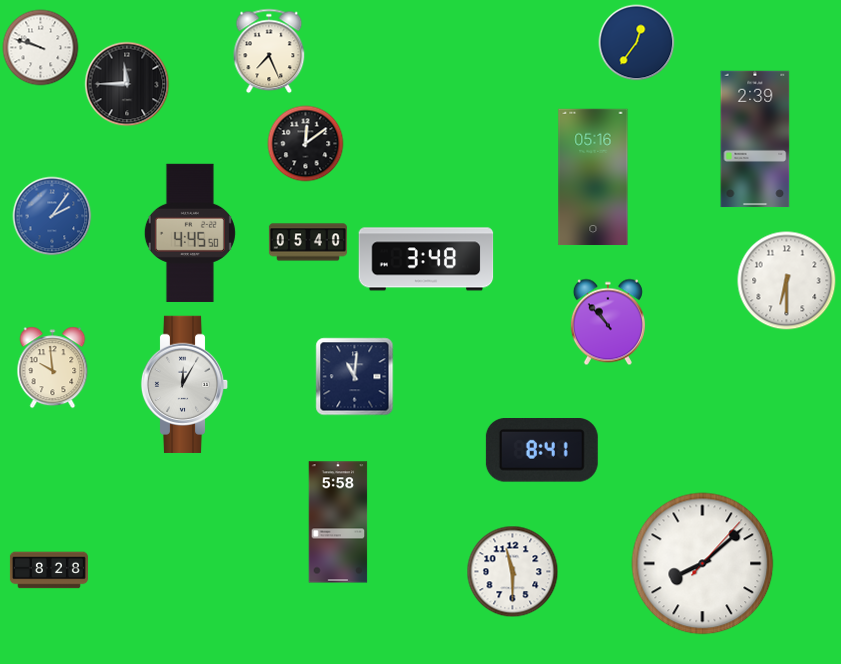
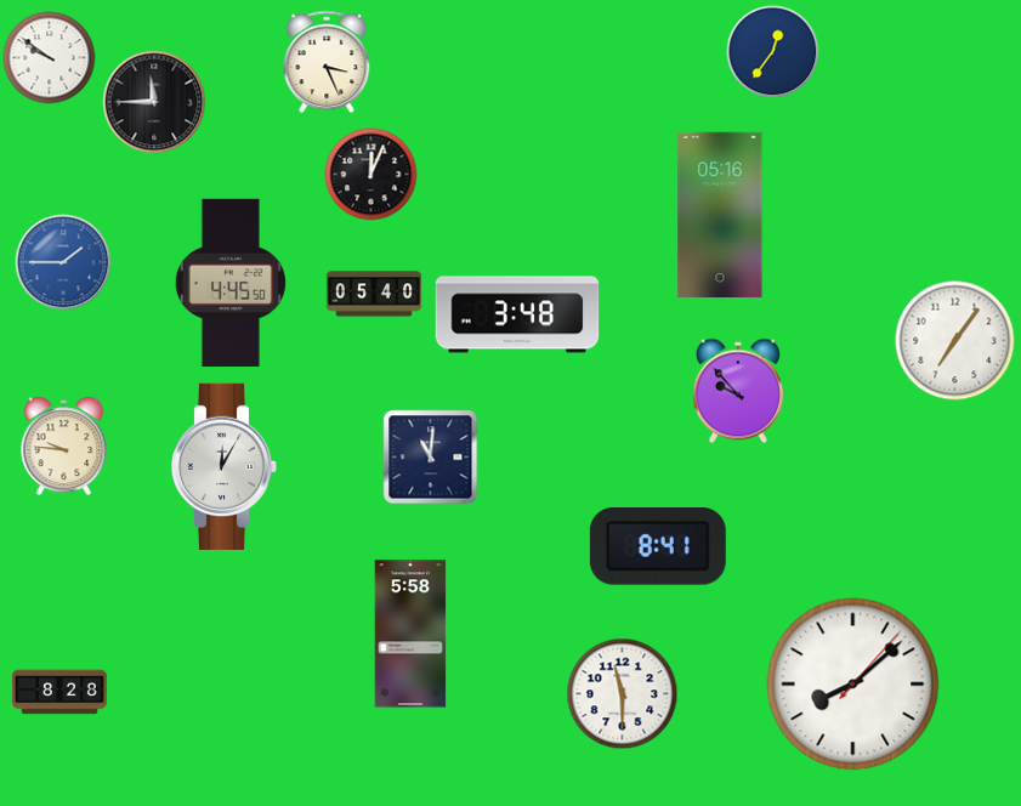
clock at (41, 48): 9:48 -> 9:51
clock at (269, 51): 7:26 -> 3:26
clock at (755, 139): 2:39 -> none
clock at (306, 144): 12:09 -> 12:04
clock at (52, 216): 2:06 -> 1:45
clock at (787, 281): 6:30 -> 7:06
clock at (608, 322): 10:53 -> 9:53
clock at (53, 368): 9:59 -> 9:46
